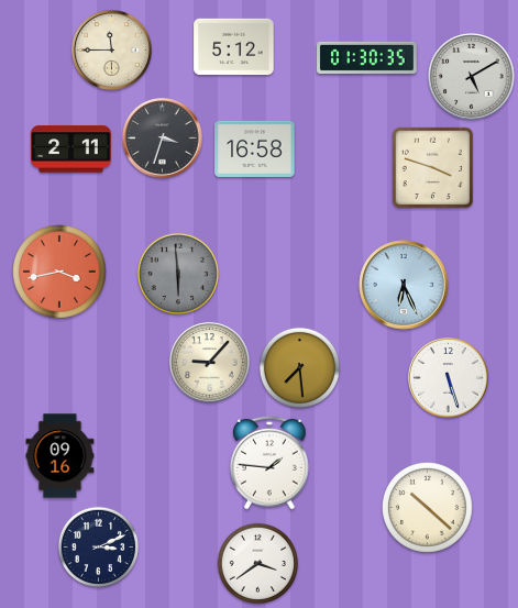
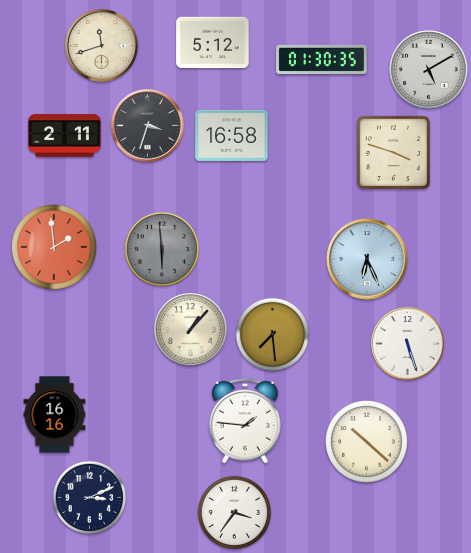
clock at (112, 51): 11:45 -> 11:42
clock at (367, 57) position: (367, 57) -> (322, 59)
clock at (59, 272): 3:43 -> 1:59
clock at (210, 363): 9:07 -> 1:07
clock at (60, 456): 09:16 -> 16:16
clock at (428, 508) position: (428, 508) -> (367, 442)
clock at (257, 563): 3:39 -> 3:36
